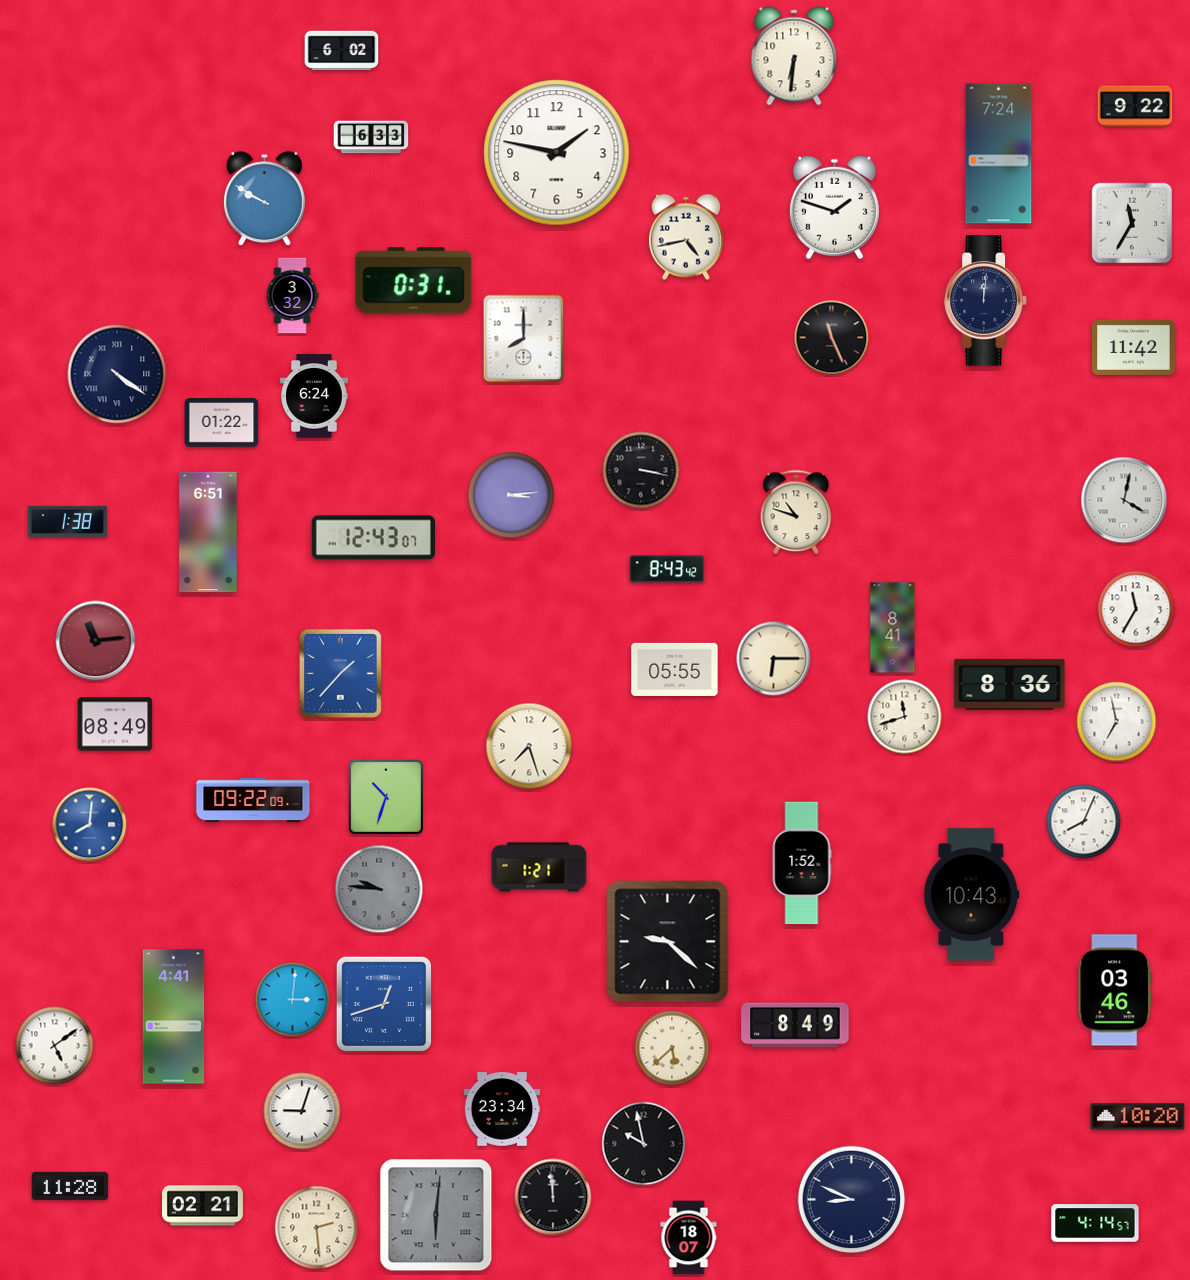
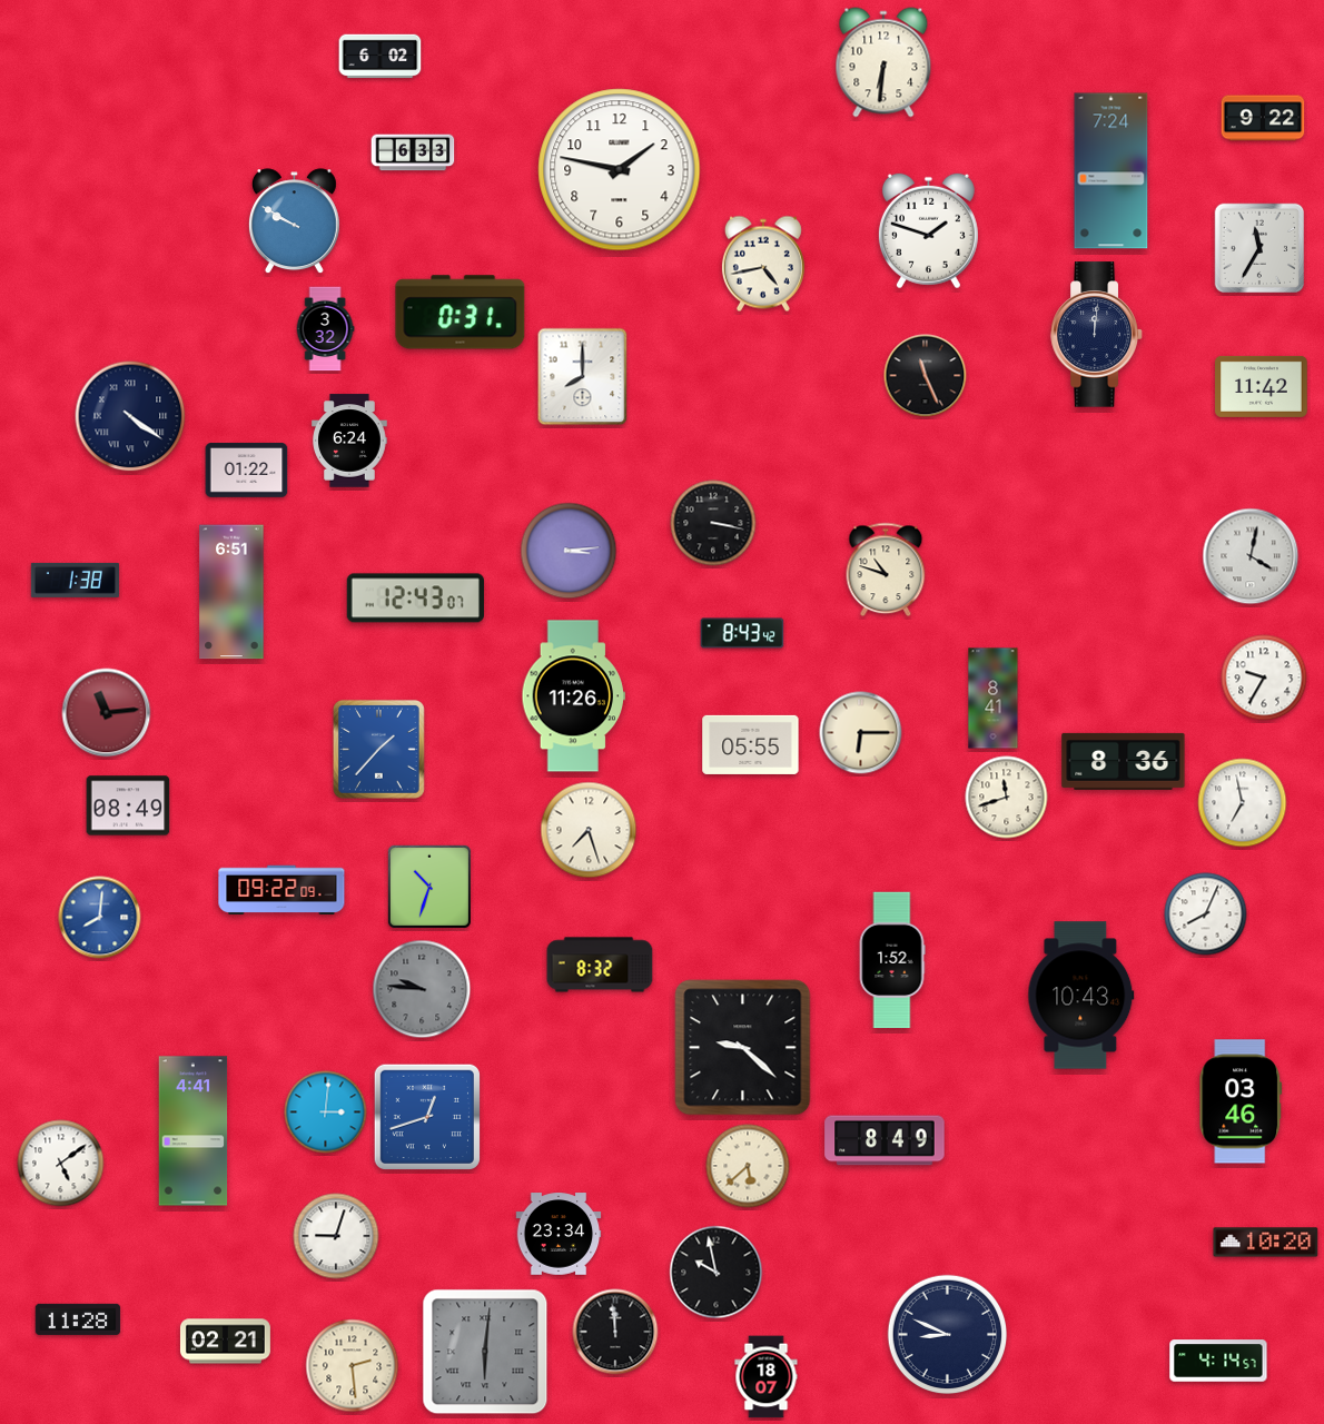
clock at (1136, 609): 11:35 -> 9:35
clock at (574, 696): none -> 11:26
clock at (539, 867): 1:21 -> 8:32
